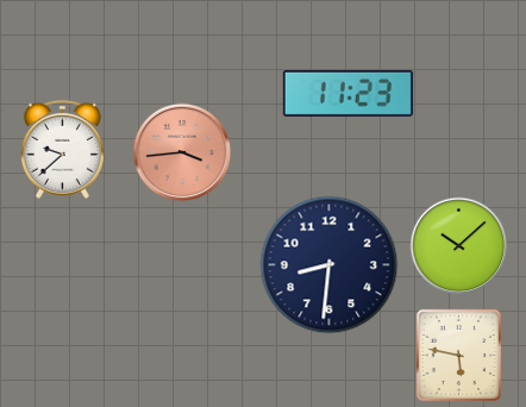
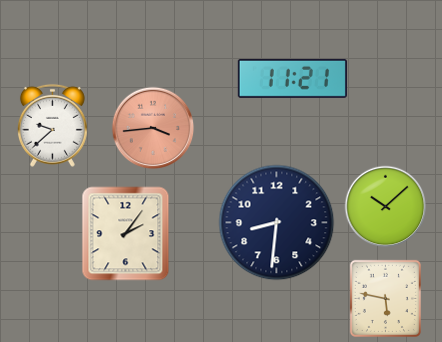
clock at (347, 93): 11:23 -> 11:21
clock at (126, 234): none -> 2:06
